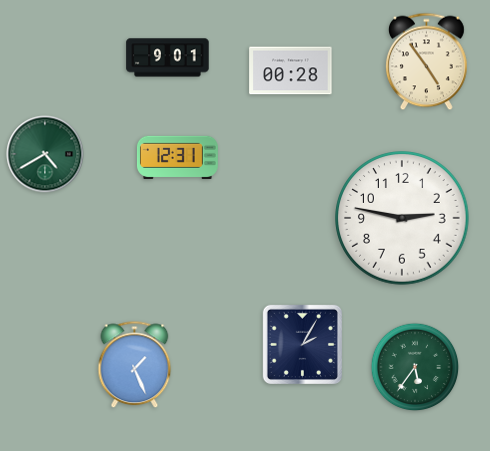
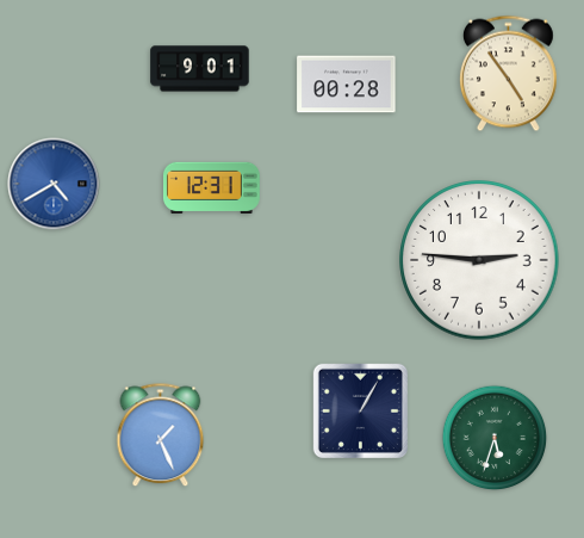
clock at (45, 154) dial: green -> blue
clock at (402, 218): 2:47 -> 2:46
clock at (302, 344): 2:05 -> 1:05
clock at (415, 367): 5:36 -> 5:33
